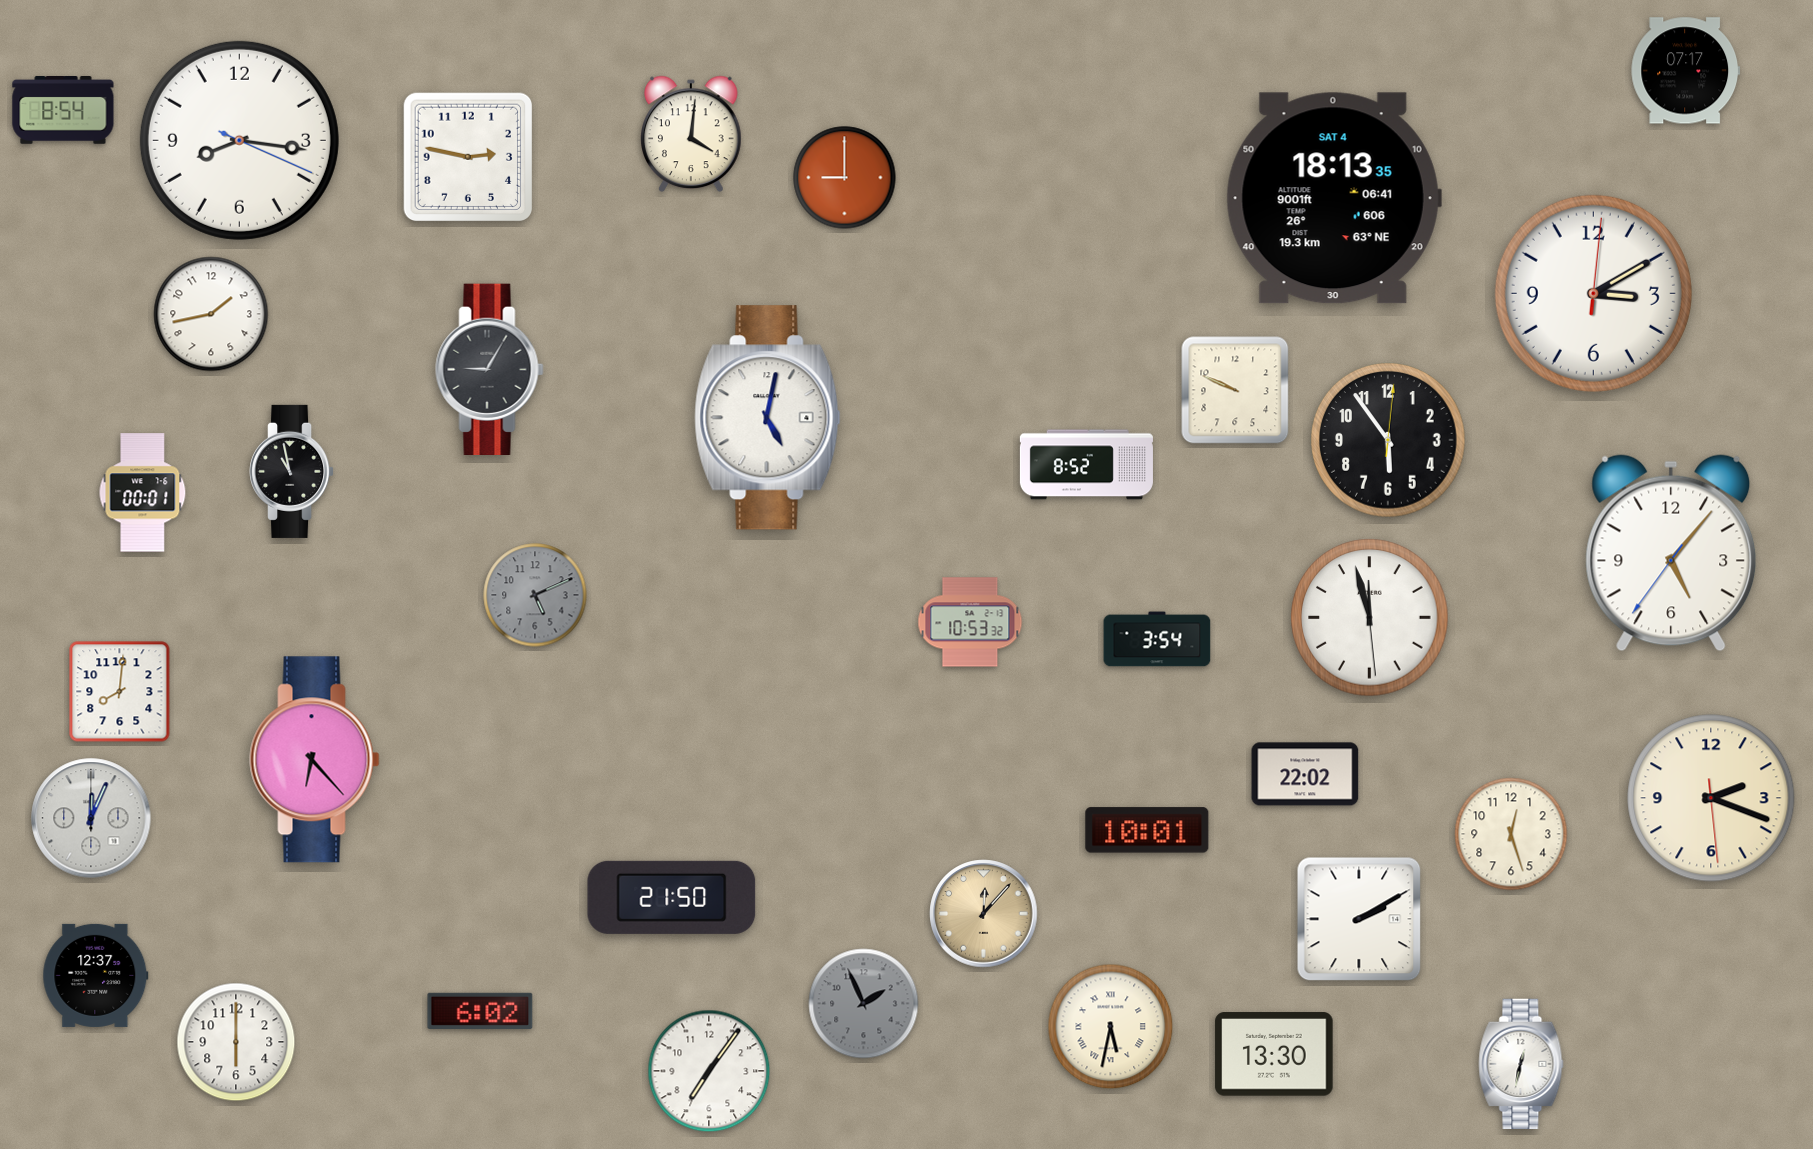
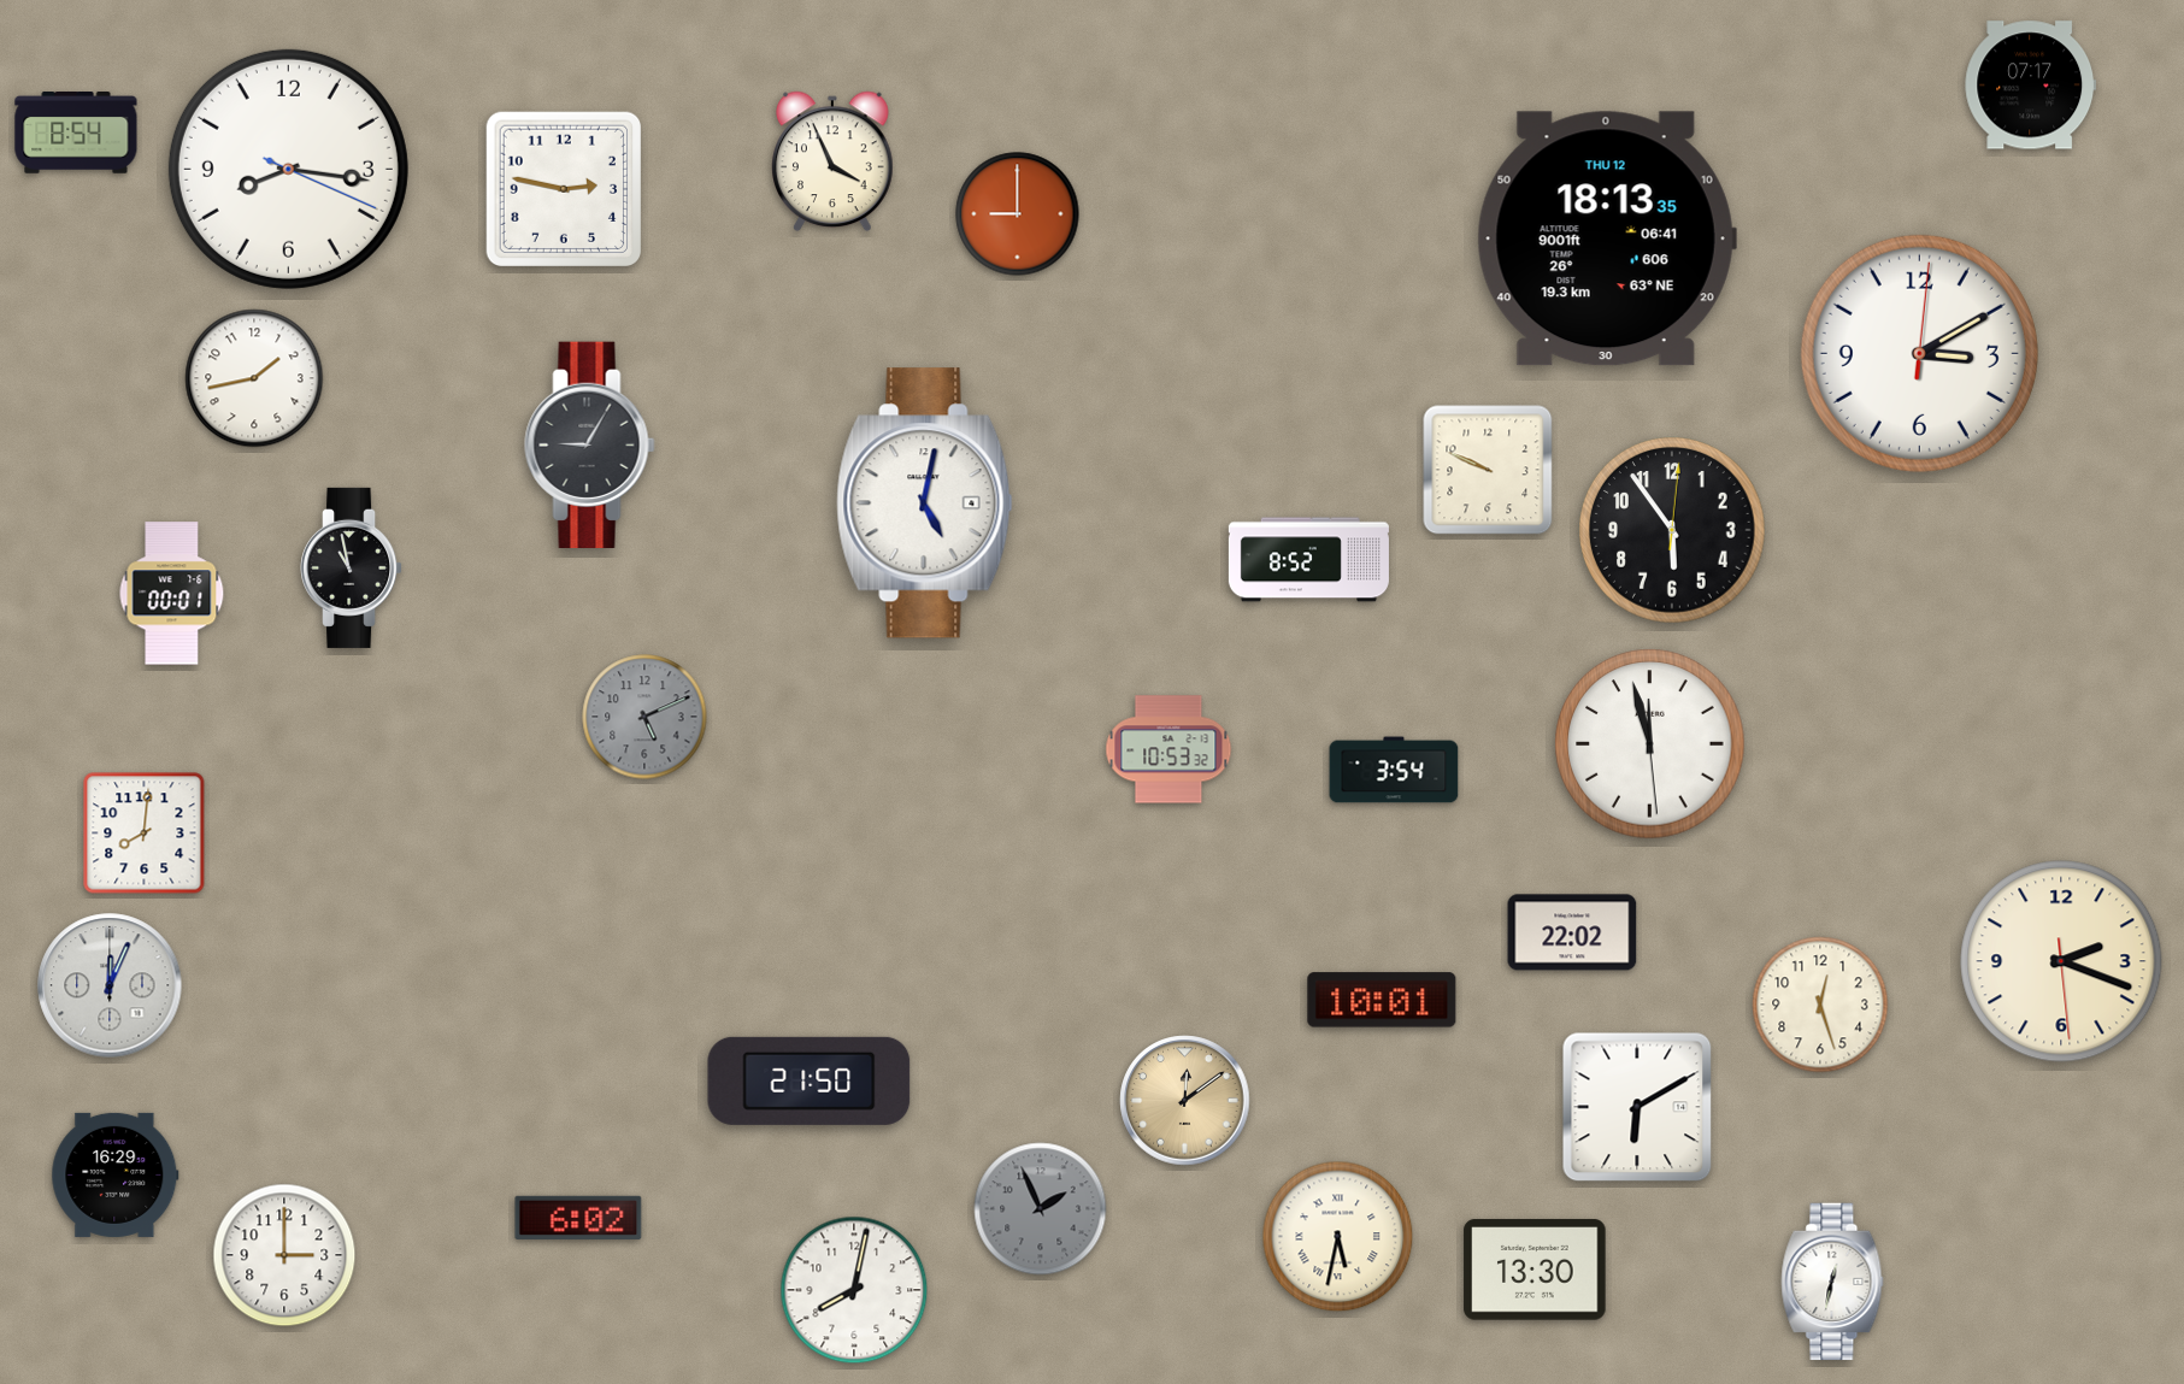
clock at (692, 134): 4:01 -> 3:56
clock at (1334, 198) date: SAT 4 -> THU 12
clock at (1671, 553): 5:06 -> none
clock at (315, 760): 6:23 -> none
clock at (984, 914): 12:07 -> 12:09
clock at (1359, 919): 2:10 -> 6:10
clock at (96, 975): 12:37 -> 16:29
clock at (236, 1042): 6:00 -> 3:00
clock at (709, 1071): 7:06 -> 8:02
